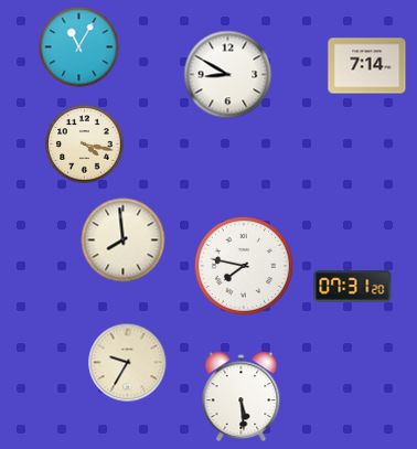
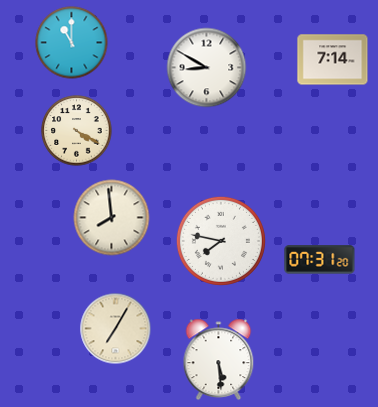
clock at (79, 47): 11:05 -> 11:00
clock at (85, 145): 4:17 -> 4:20
clock at (128, 363): 9:35 -> 7:05
